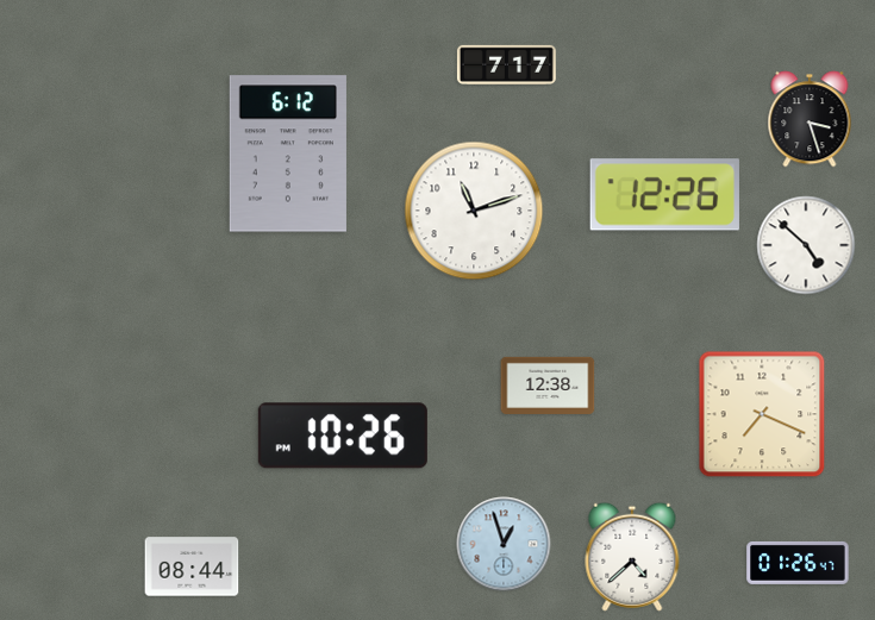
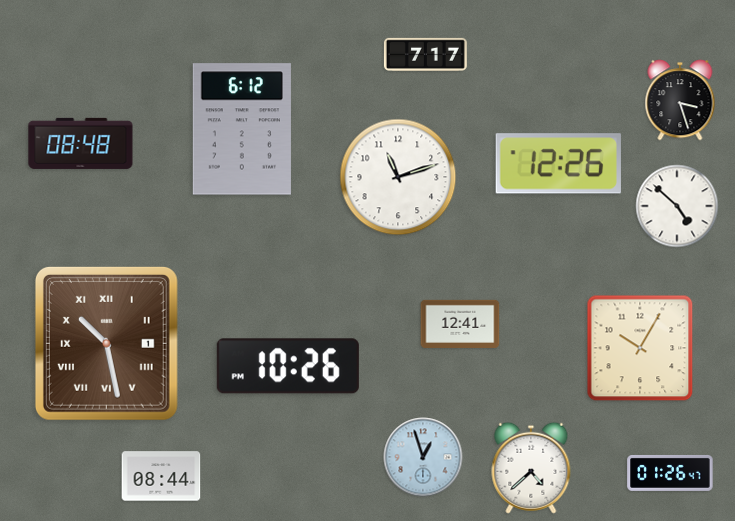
clock at (81, 143): none -> 08:48
clock at (548, 386): 12:38 -> 12:41
clock at (106, 343): none -> 10:28
clock at (762, 414): 7:19 -> 10:05
